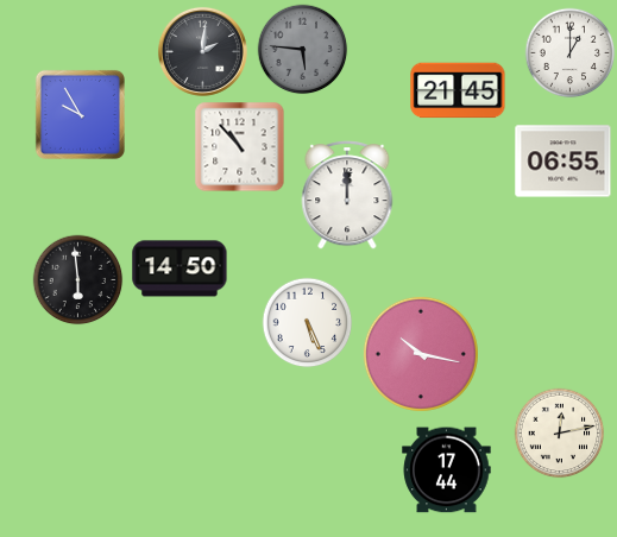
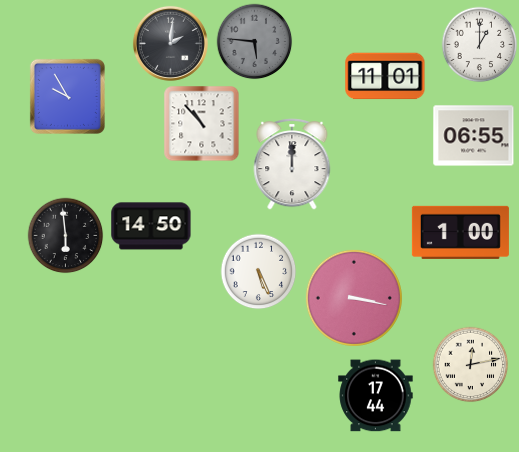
clock at (458, 90): 21:45 -> 11:01
clock at (460, 232): none -> 1:00
clock at (421, 354): 10:17 -> 3:17
